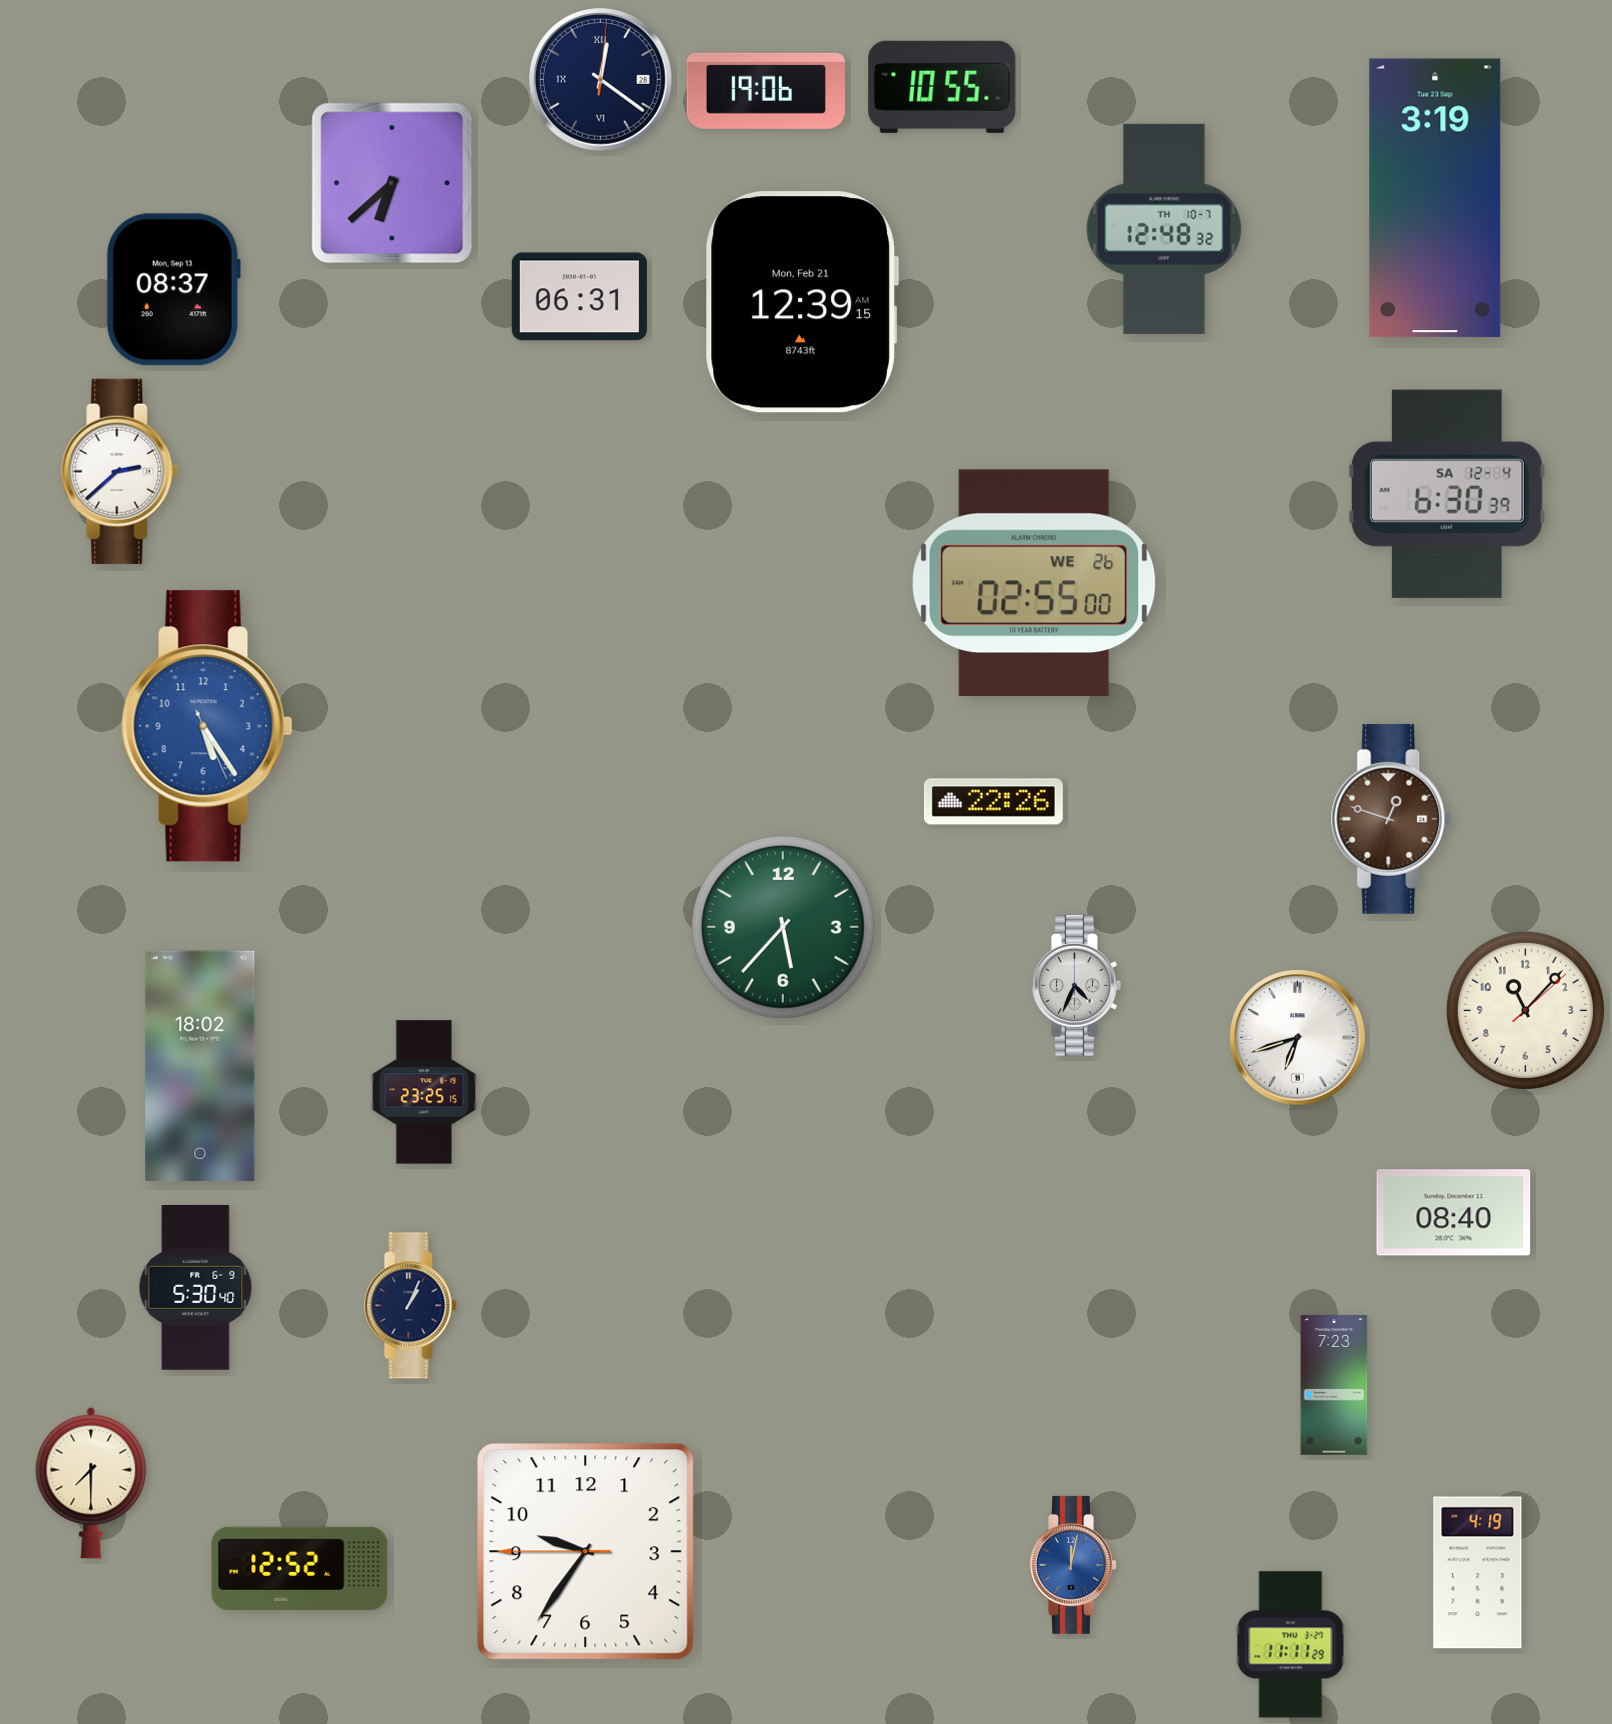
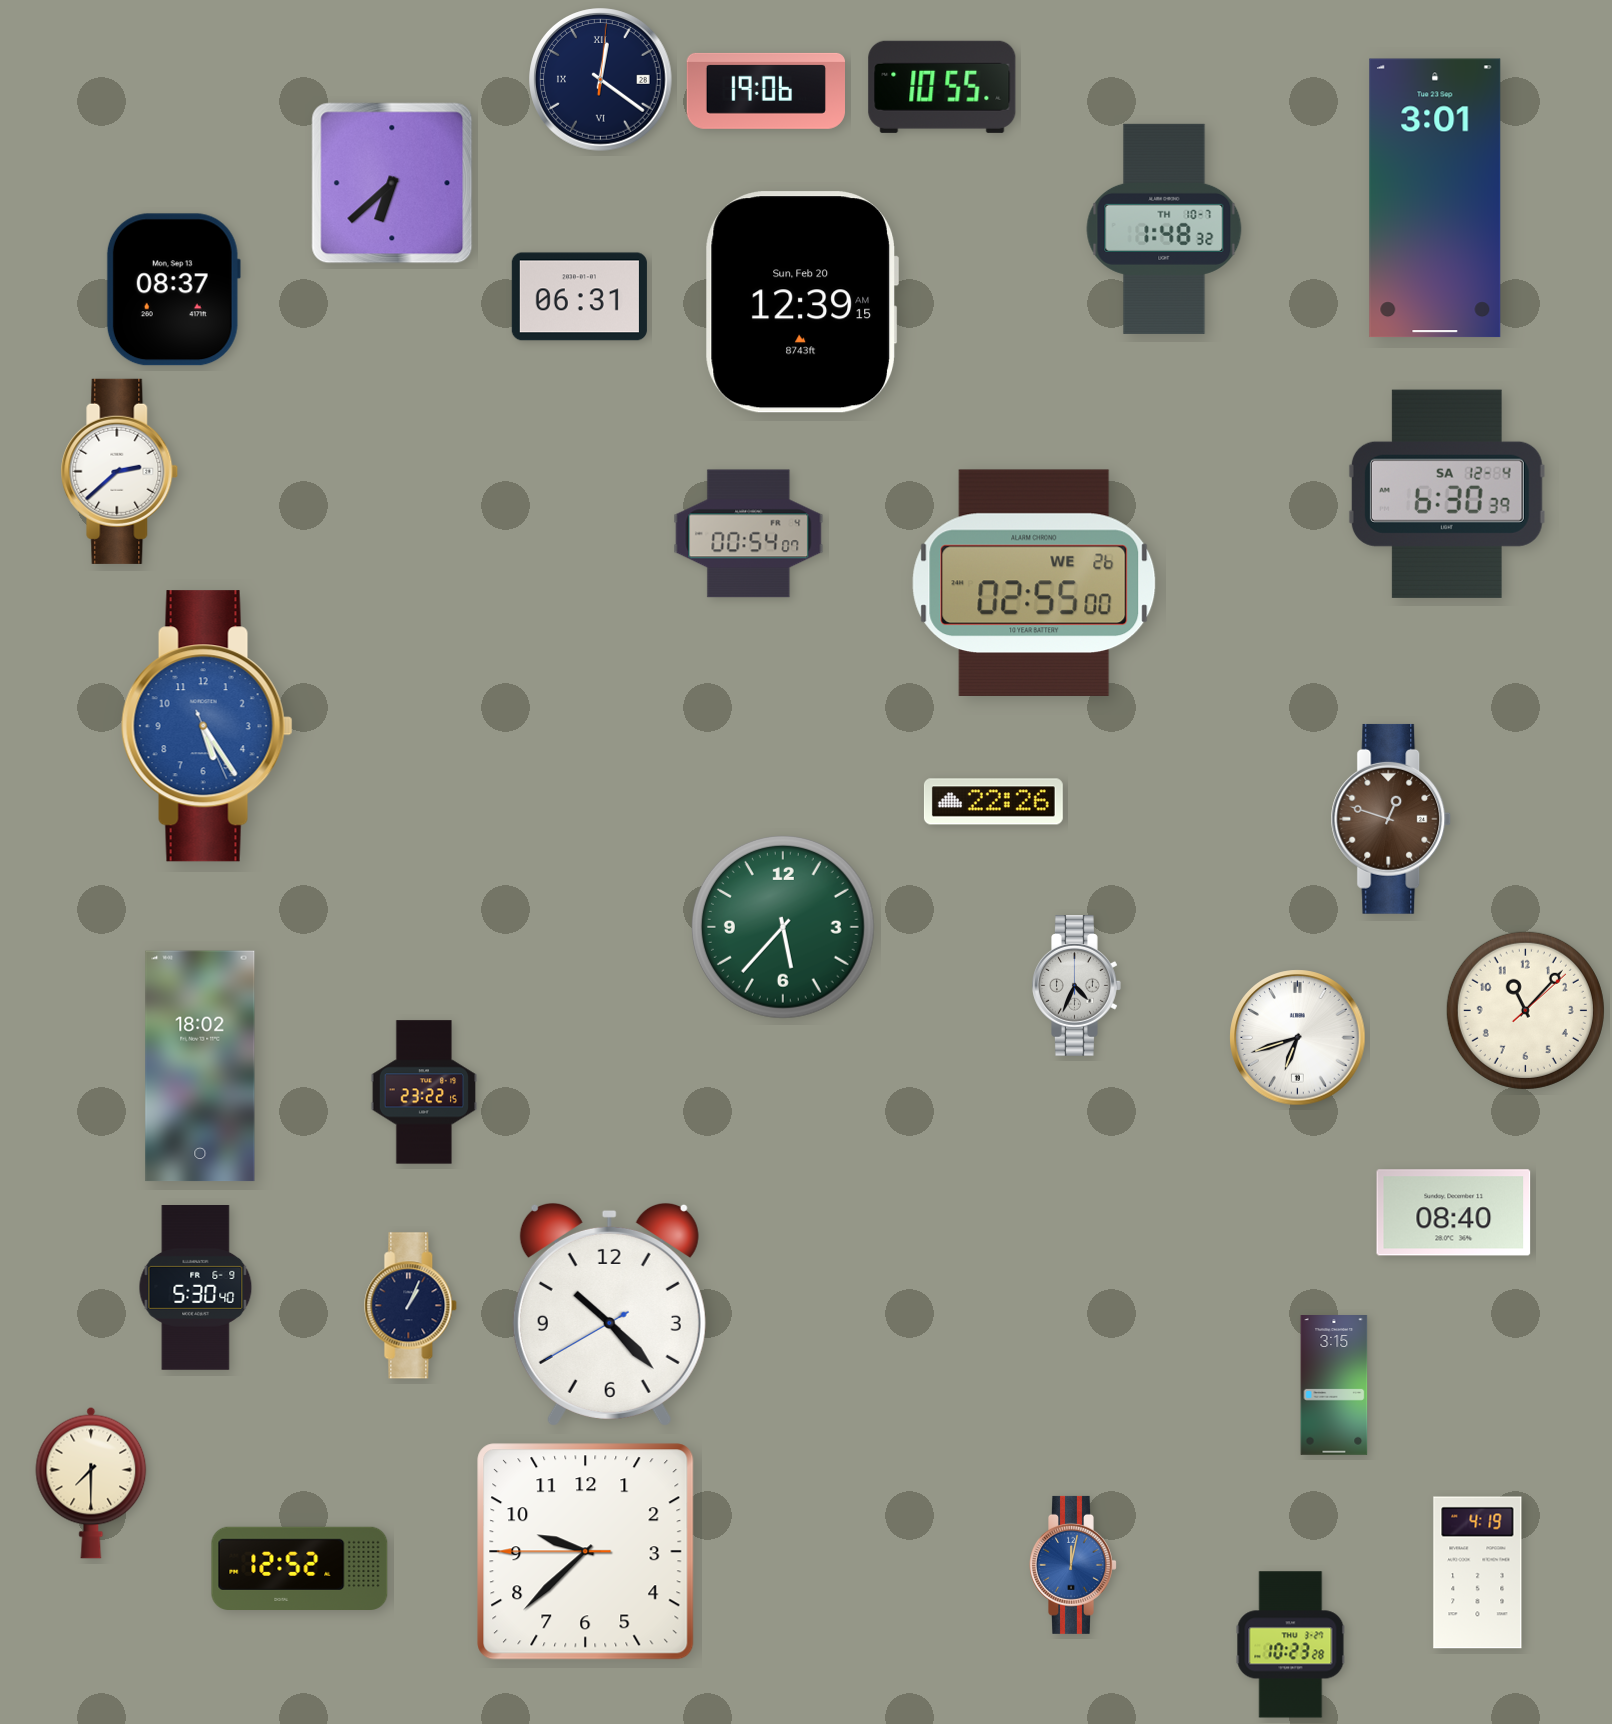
clock at (1435, 198): 3:19 -> 3:01
clock at (1164, 229): 12:48 -> 1:48
clock at (802, 302) date: Mon, Feb 21 -> Sun, Feb 20
clock at (749, 534): none -> 00:54
clock at (424, 1092): 23:25 -> 23:22
clock at (609, 1314): none -> 10:22
clock at (1334, 1386): 7:23 -> 3:15
clock at (586, 1552): 9:35 -> 9:37
clock at (1291, 1645): 11:11 -> 10:23
